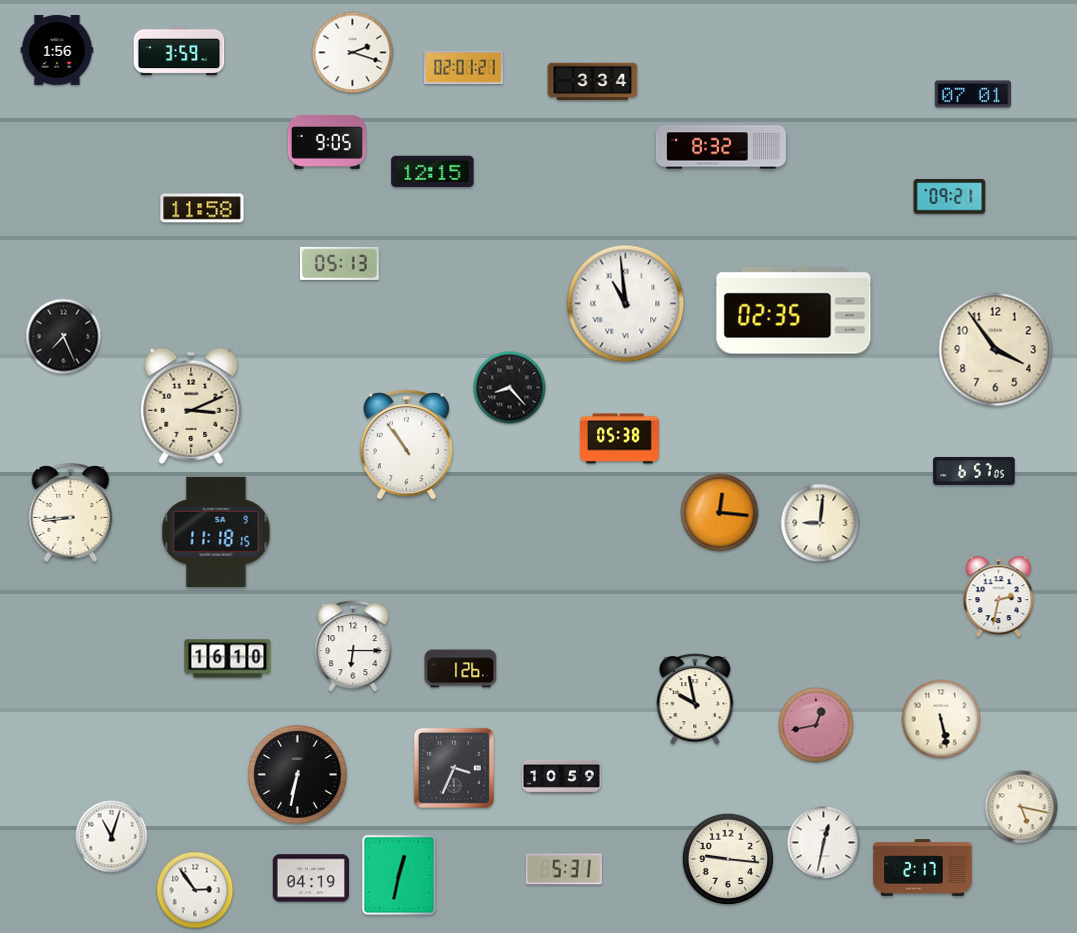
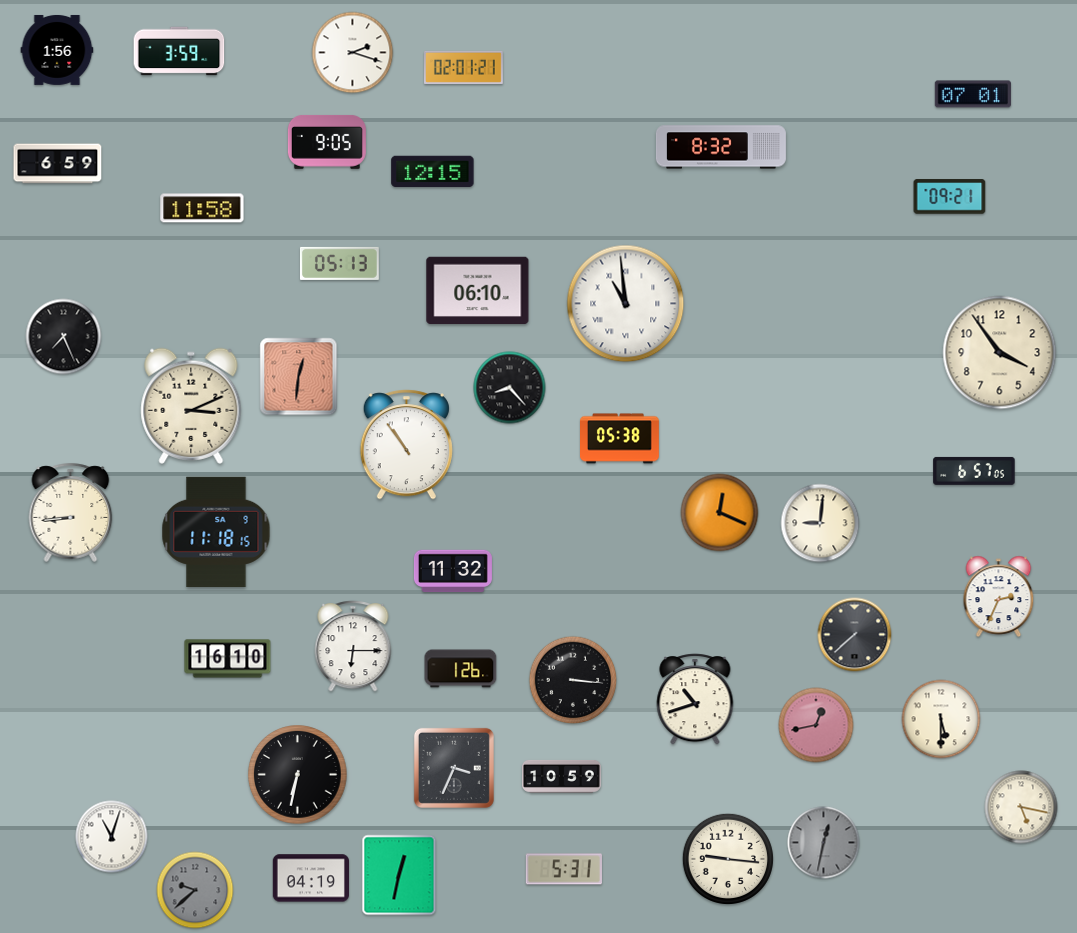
clock at (593, 82): 3:34 -> none
clock at (58, 164): none -> 6:59
clock at (478, 291): none -> 06:10
clock at (794, 311): 02:35 -> none
clock at (996, 350) position: (996, 350) -> (1000, 353)
clock at (299, 377): none -> 12:31
clock at (720, 513): 12:16 -> 12:19
clock at (453, 571): none -> 11:32
clock at (999, 597): 2:32 -> 2:34
clock at (855, 635): none -> 7:38
clock at (573, 680): none -> 3:16
clock at (695, 699): 9:58 -> 10:42
clock at (941, 719): 5:28 -> 5:30
clock at (824, 843) dial: white -> grey
clock at (923, 868): 2:17 -> none
clock at (195, 890): 2:54 -> 9:38
clock at (195, 890) dial: white -> grey
